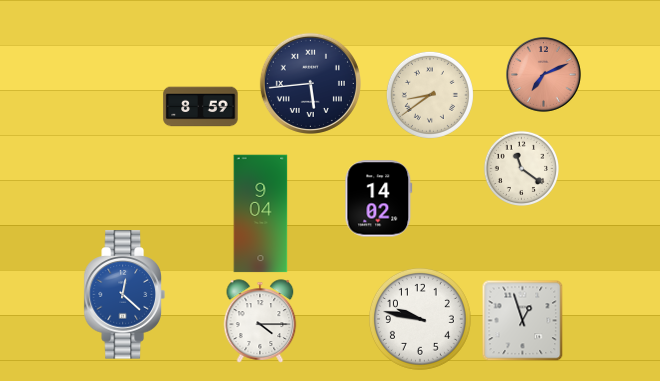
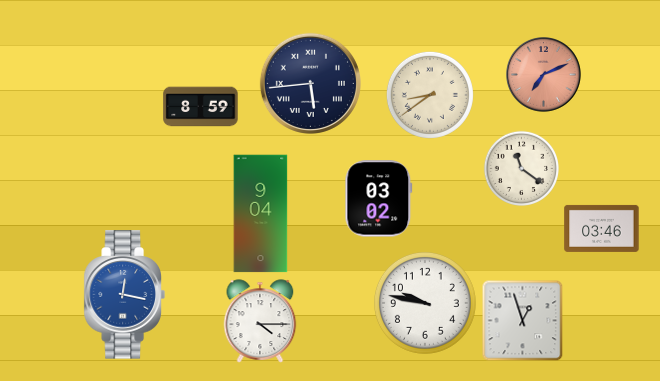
clock at (379, 199): 14:02 -> 03:02
clock at (602, 228): none -> 03:46
clock at (124, 295): 12:22 -> 12:17
clock at (420, 319) position: (420, 319) -> (425, 303)
